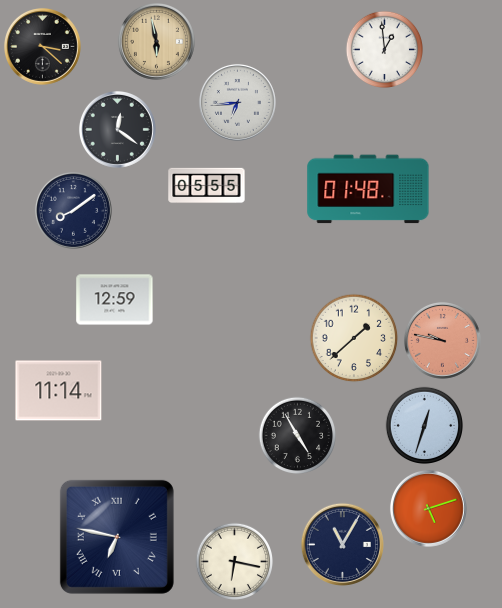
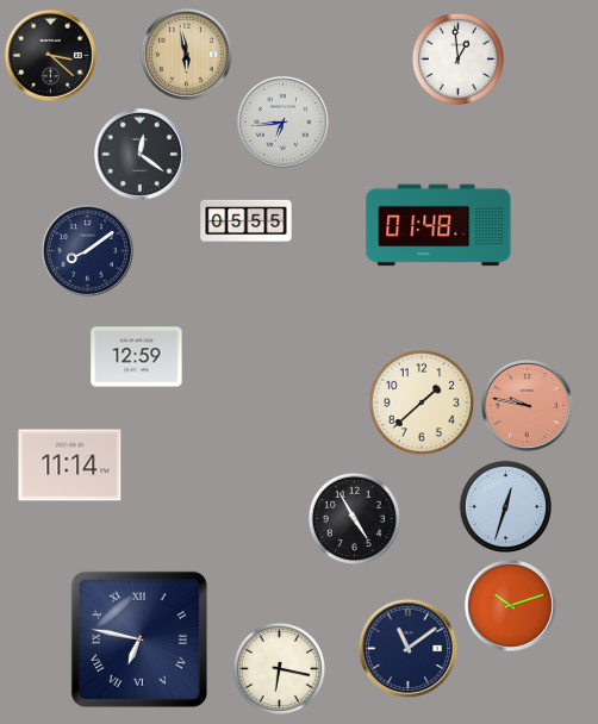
clock at (156, 41) position: (156, 41) -> (186, 54)
clock at (428, 508): 5:12 -> 10:12
clock at (342, 544): 11:05 -> 11:09
